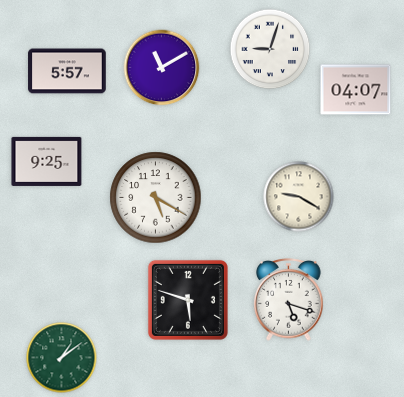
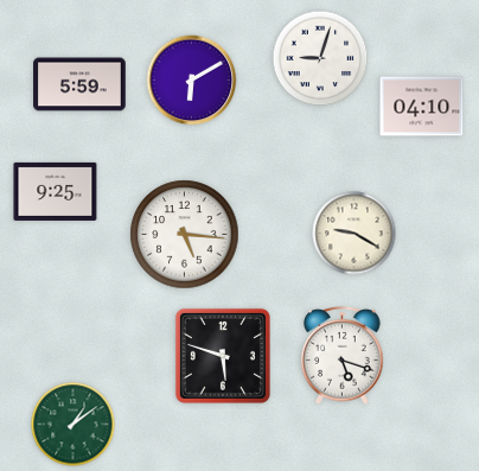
clock at (162, 68): 11:10 -> 6:10
clock at (67, 71): 5:57 -> 5:59
clock at (356, 90): 04:07 -> 04:10
clock at (156, 198): 5:20 -> 5:16
